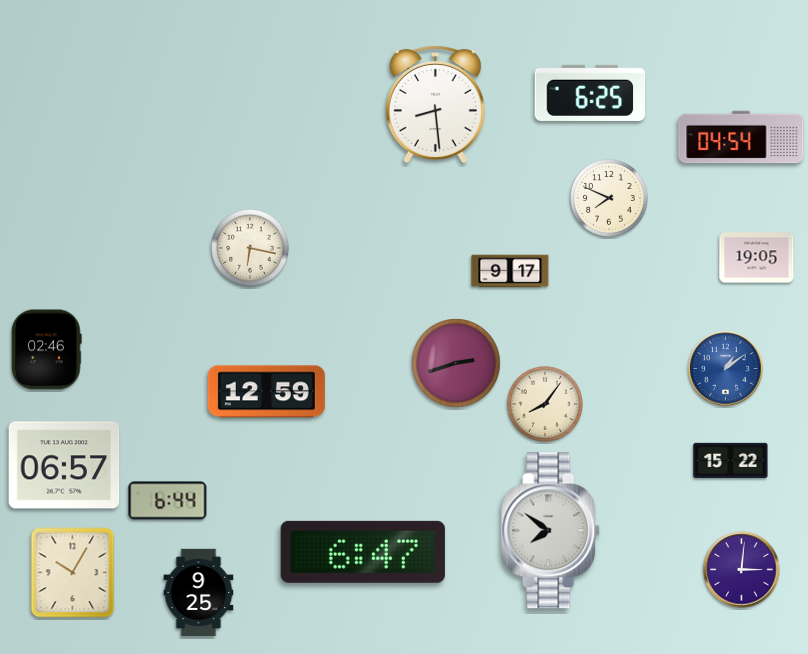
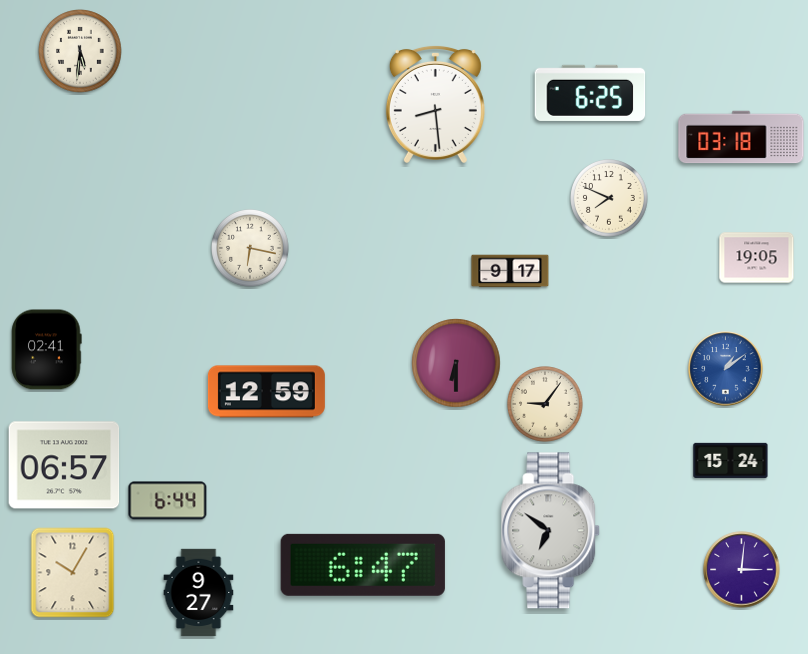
clock at (80, 51): none -> 5:31
clock at (741, 137): 04:54 -> 03:18
clock at (47, 350): 02:46 -> 02:41
clock at (456, 363): 2:42 -> 6:30
clock at (546, 405): 8:06 -> 9:06
clock at (731, 460): 15:22 -> 15:24
clock at (551, 531): 7:51 -> 6:51
clock at (363, 552) position: (363, 552) -> (363, 565)
clock at (199, 593): 9:25 -> 9:27
